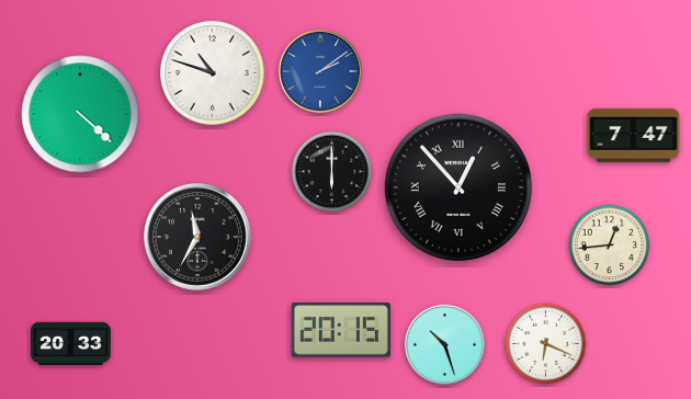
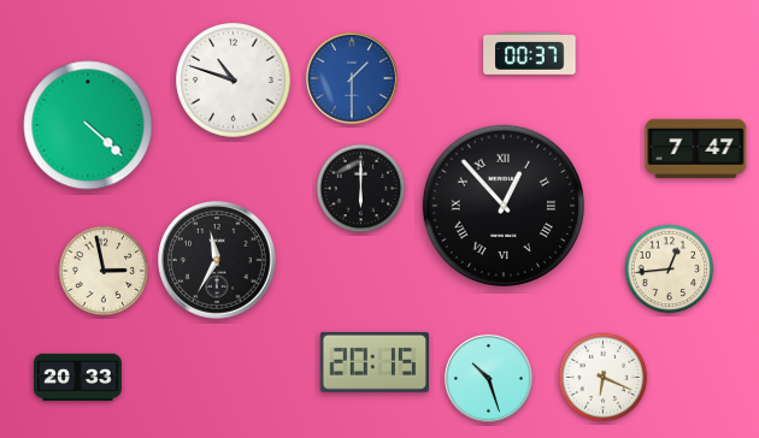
clock at (530, 53): none -> 00:37
clock at (320, 71): 2:09 -> 1:30
clock at (332, 172) position: (332, 172) -> (361, 189)
clock at (104, 271): none -> 2:58
clock at (546, 344) position: (546, 344) -> (604, 378)
